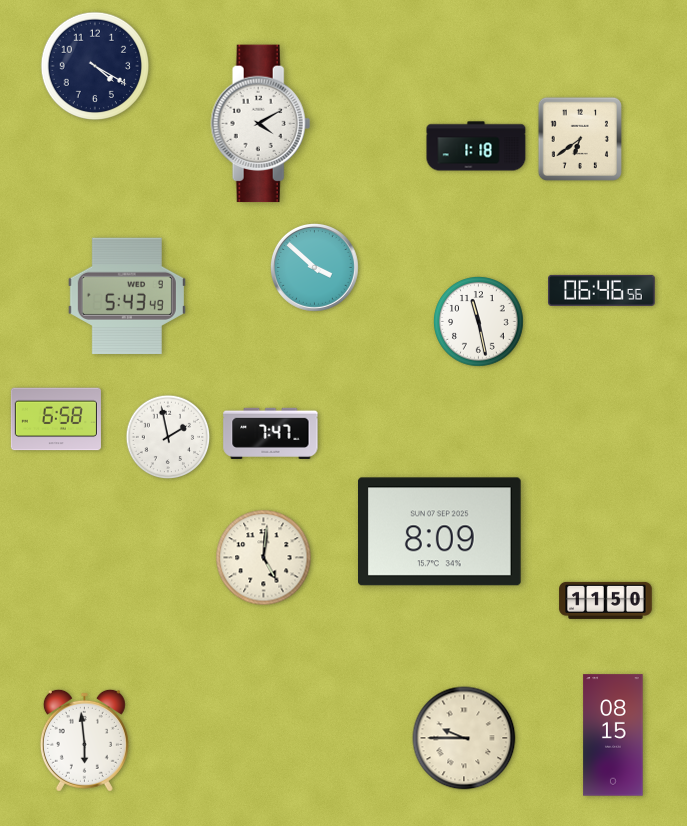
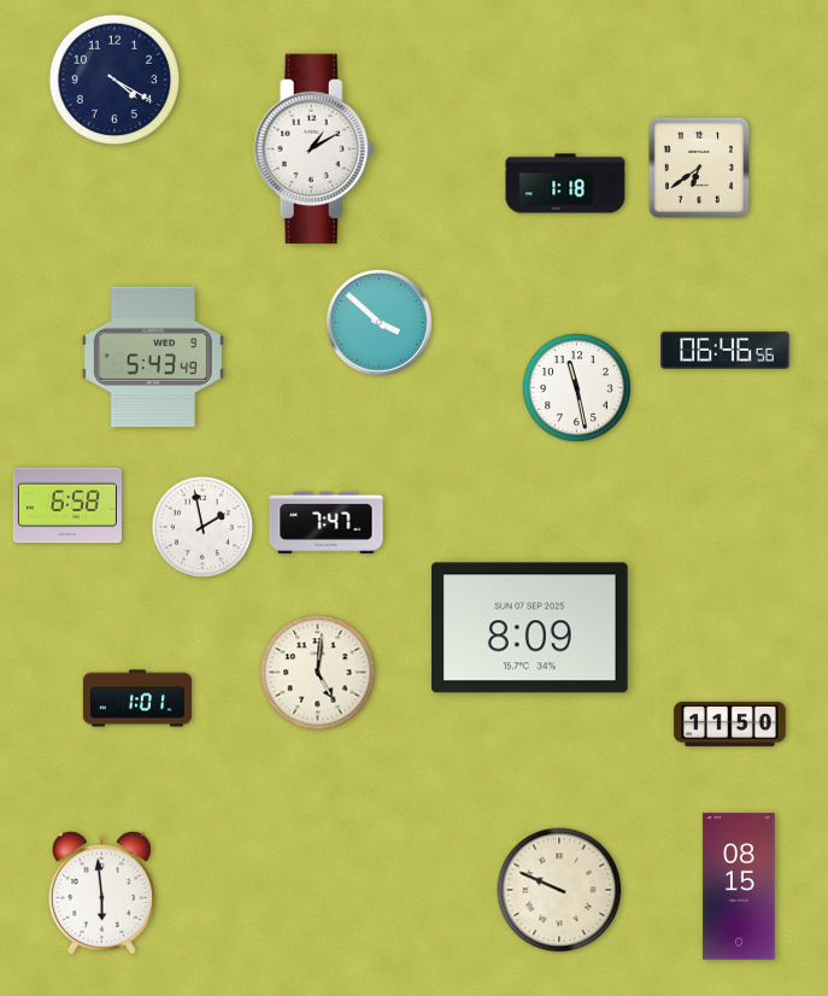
clock at (261, 124): 4:10 -> 1:10
clock at (476, 146) position: (476, 146) -> (565, 183)
clock at (440, 532) position: (440, 532) -> (530, 628)
clock at (137, 698): none -> 1:01
clock at (464, 738): 9:45 -> 9:49
